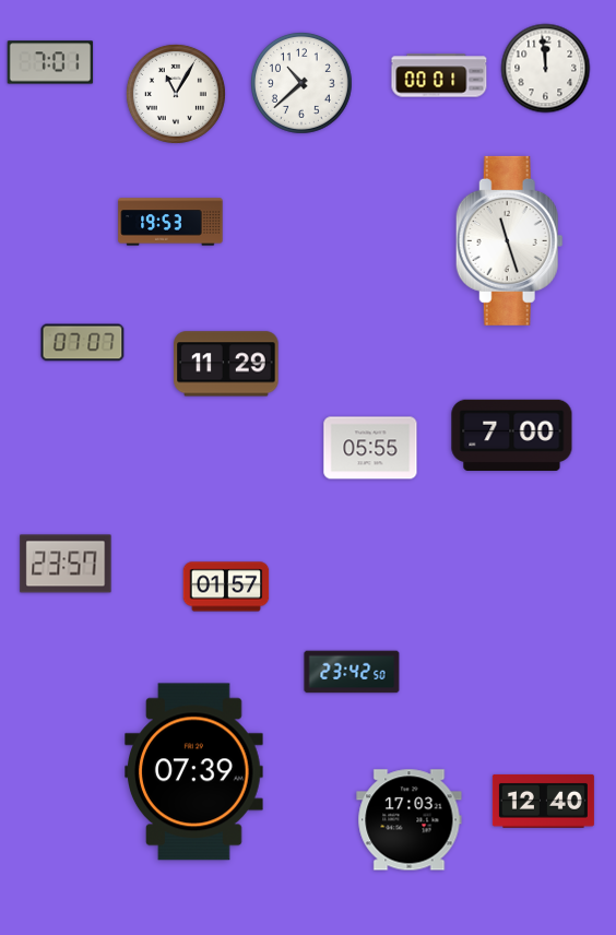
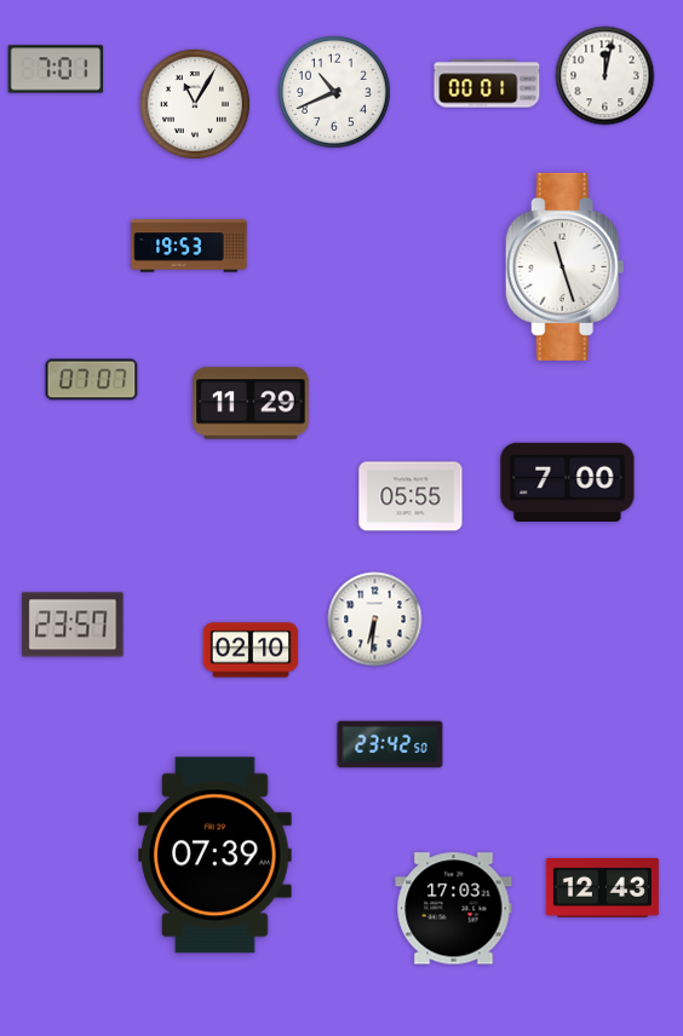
clock at (546, 69): 11:59 -> 12:02
clock at (301, 83): 10:38 -> 10:41
clock at (375, 620): none -> 6:31
clock at (226, 587): 01:57 -> 02:10
clock at (543, 801): 12:40 -> 12:43
